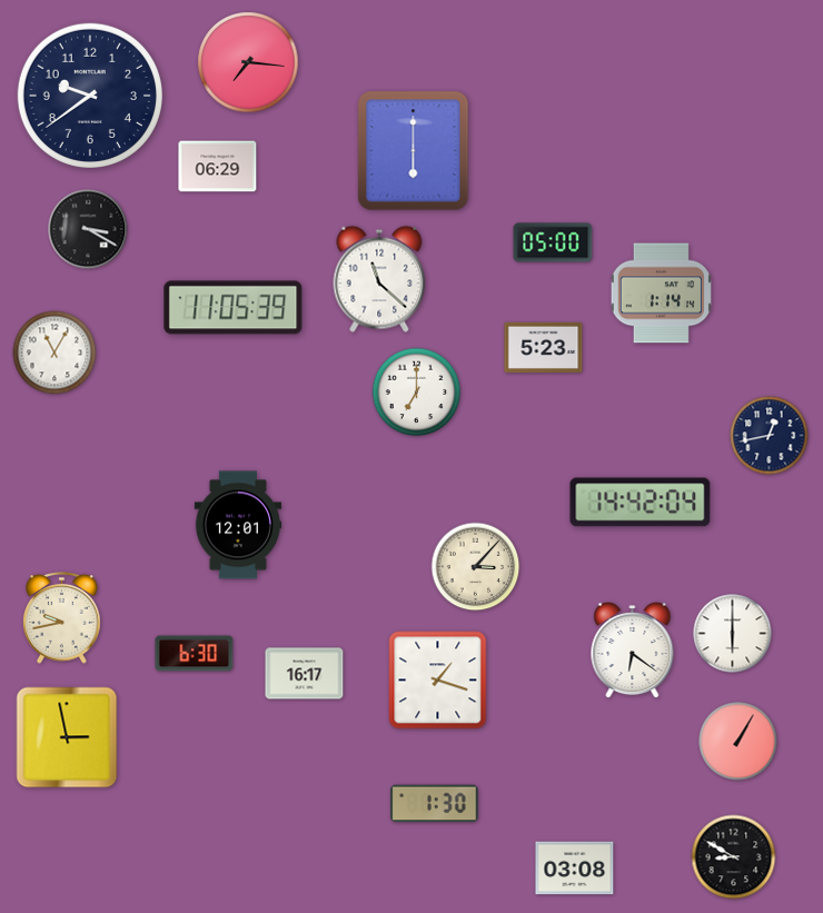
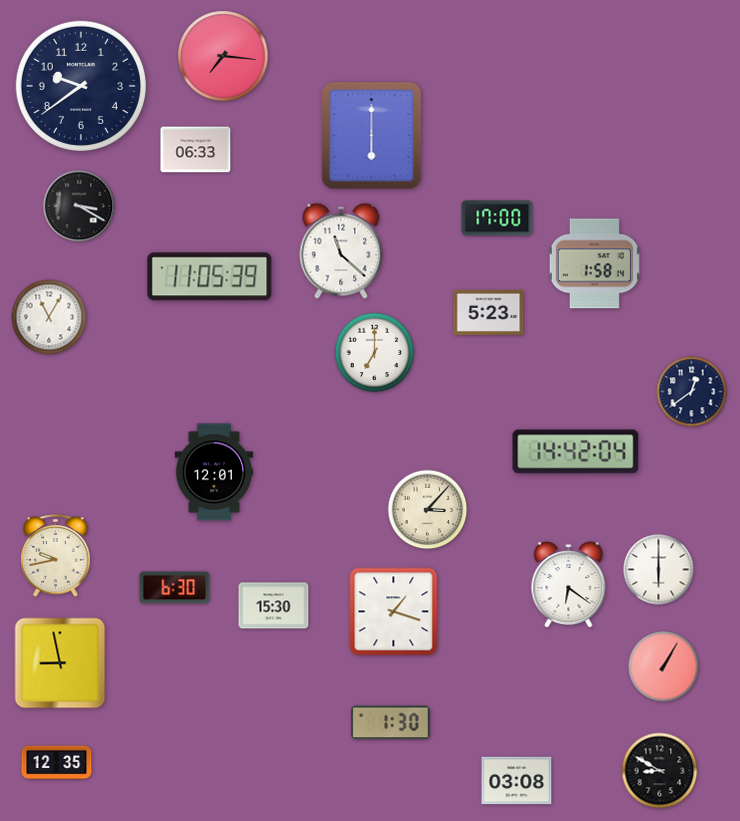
clock at (218, 167): 06:29 -> 06:33
clock at (553, 242): 05:00 -> 17:00
clock at (661, 294): 1:14 -> 1:58
clock at (770, 436): 12:43 -> 12:39
clock at (305, 674): 16:17 -> 15:30
clock at (67, 737): 2:58 -> 8:58
clock at (57, 763): none -> 12:35
